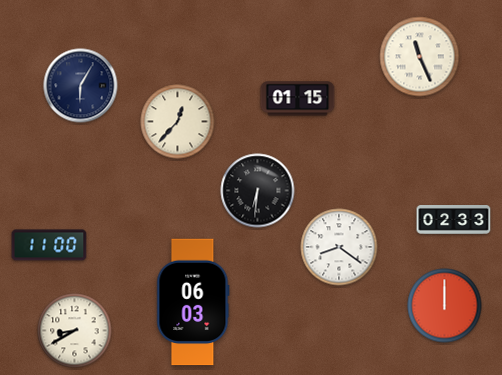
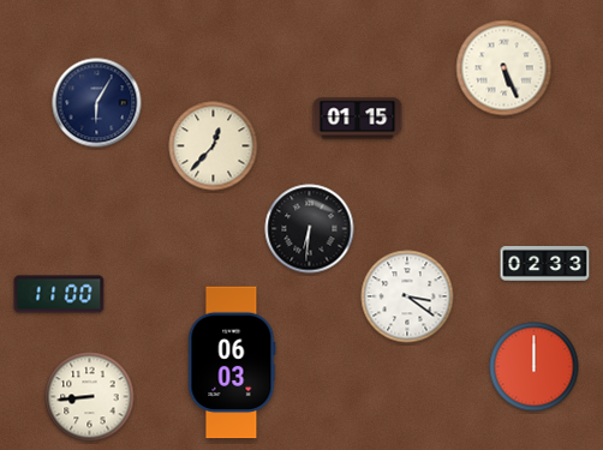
clock at (420, 57): 11:26 -> 5:26
clock at (339, 247): 8:21 -> 3:21
clock at (75, 331): 8:40 -> 8:44
